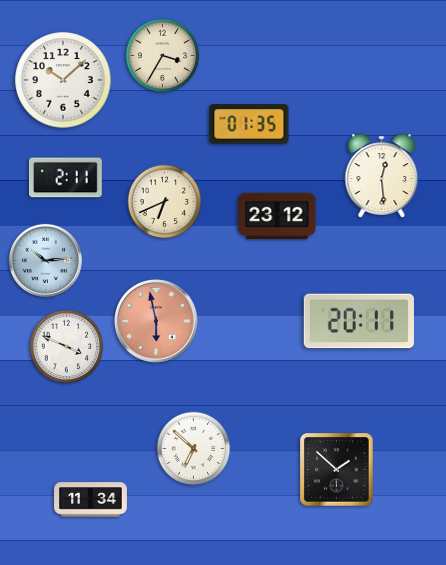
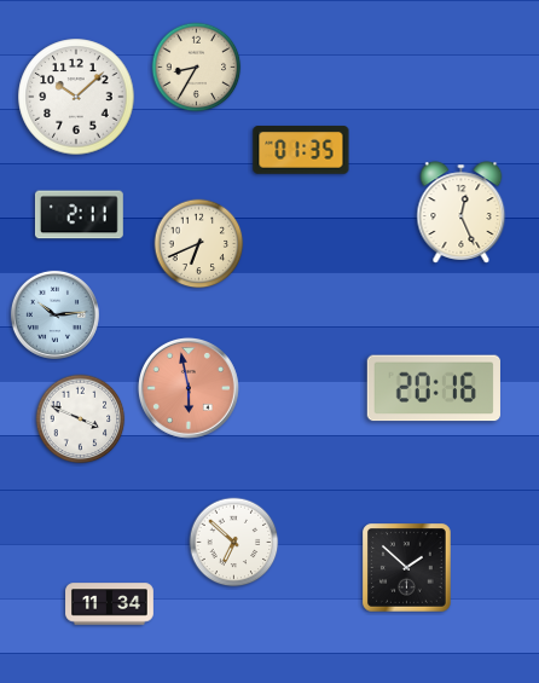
clock at (163, 56): 3:35 -> 8:35
clock at (382, 176): 12:29 -> 12:26
clock at (277, 216): 23:12 -> none
clock at (359, 321): 20:11 -> 20:16
